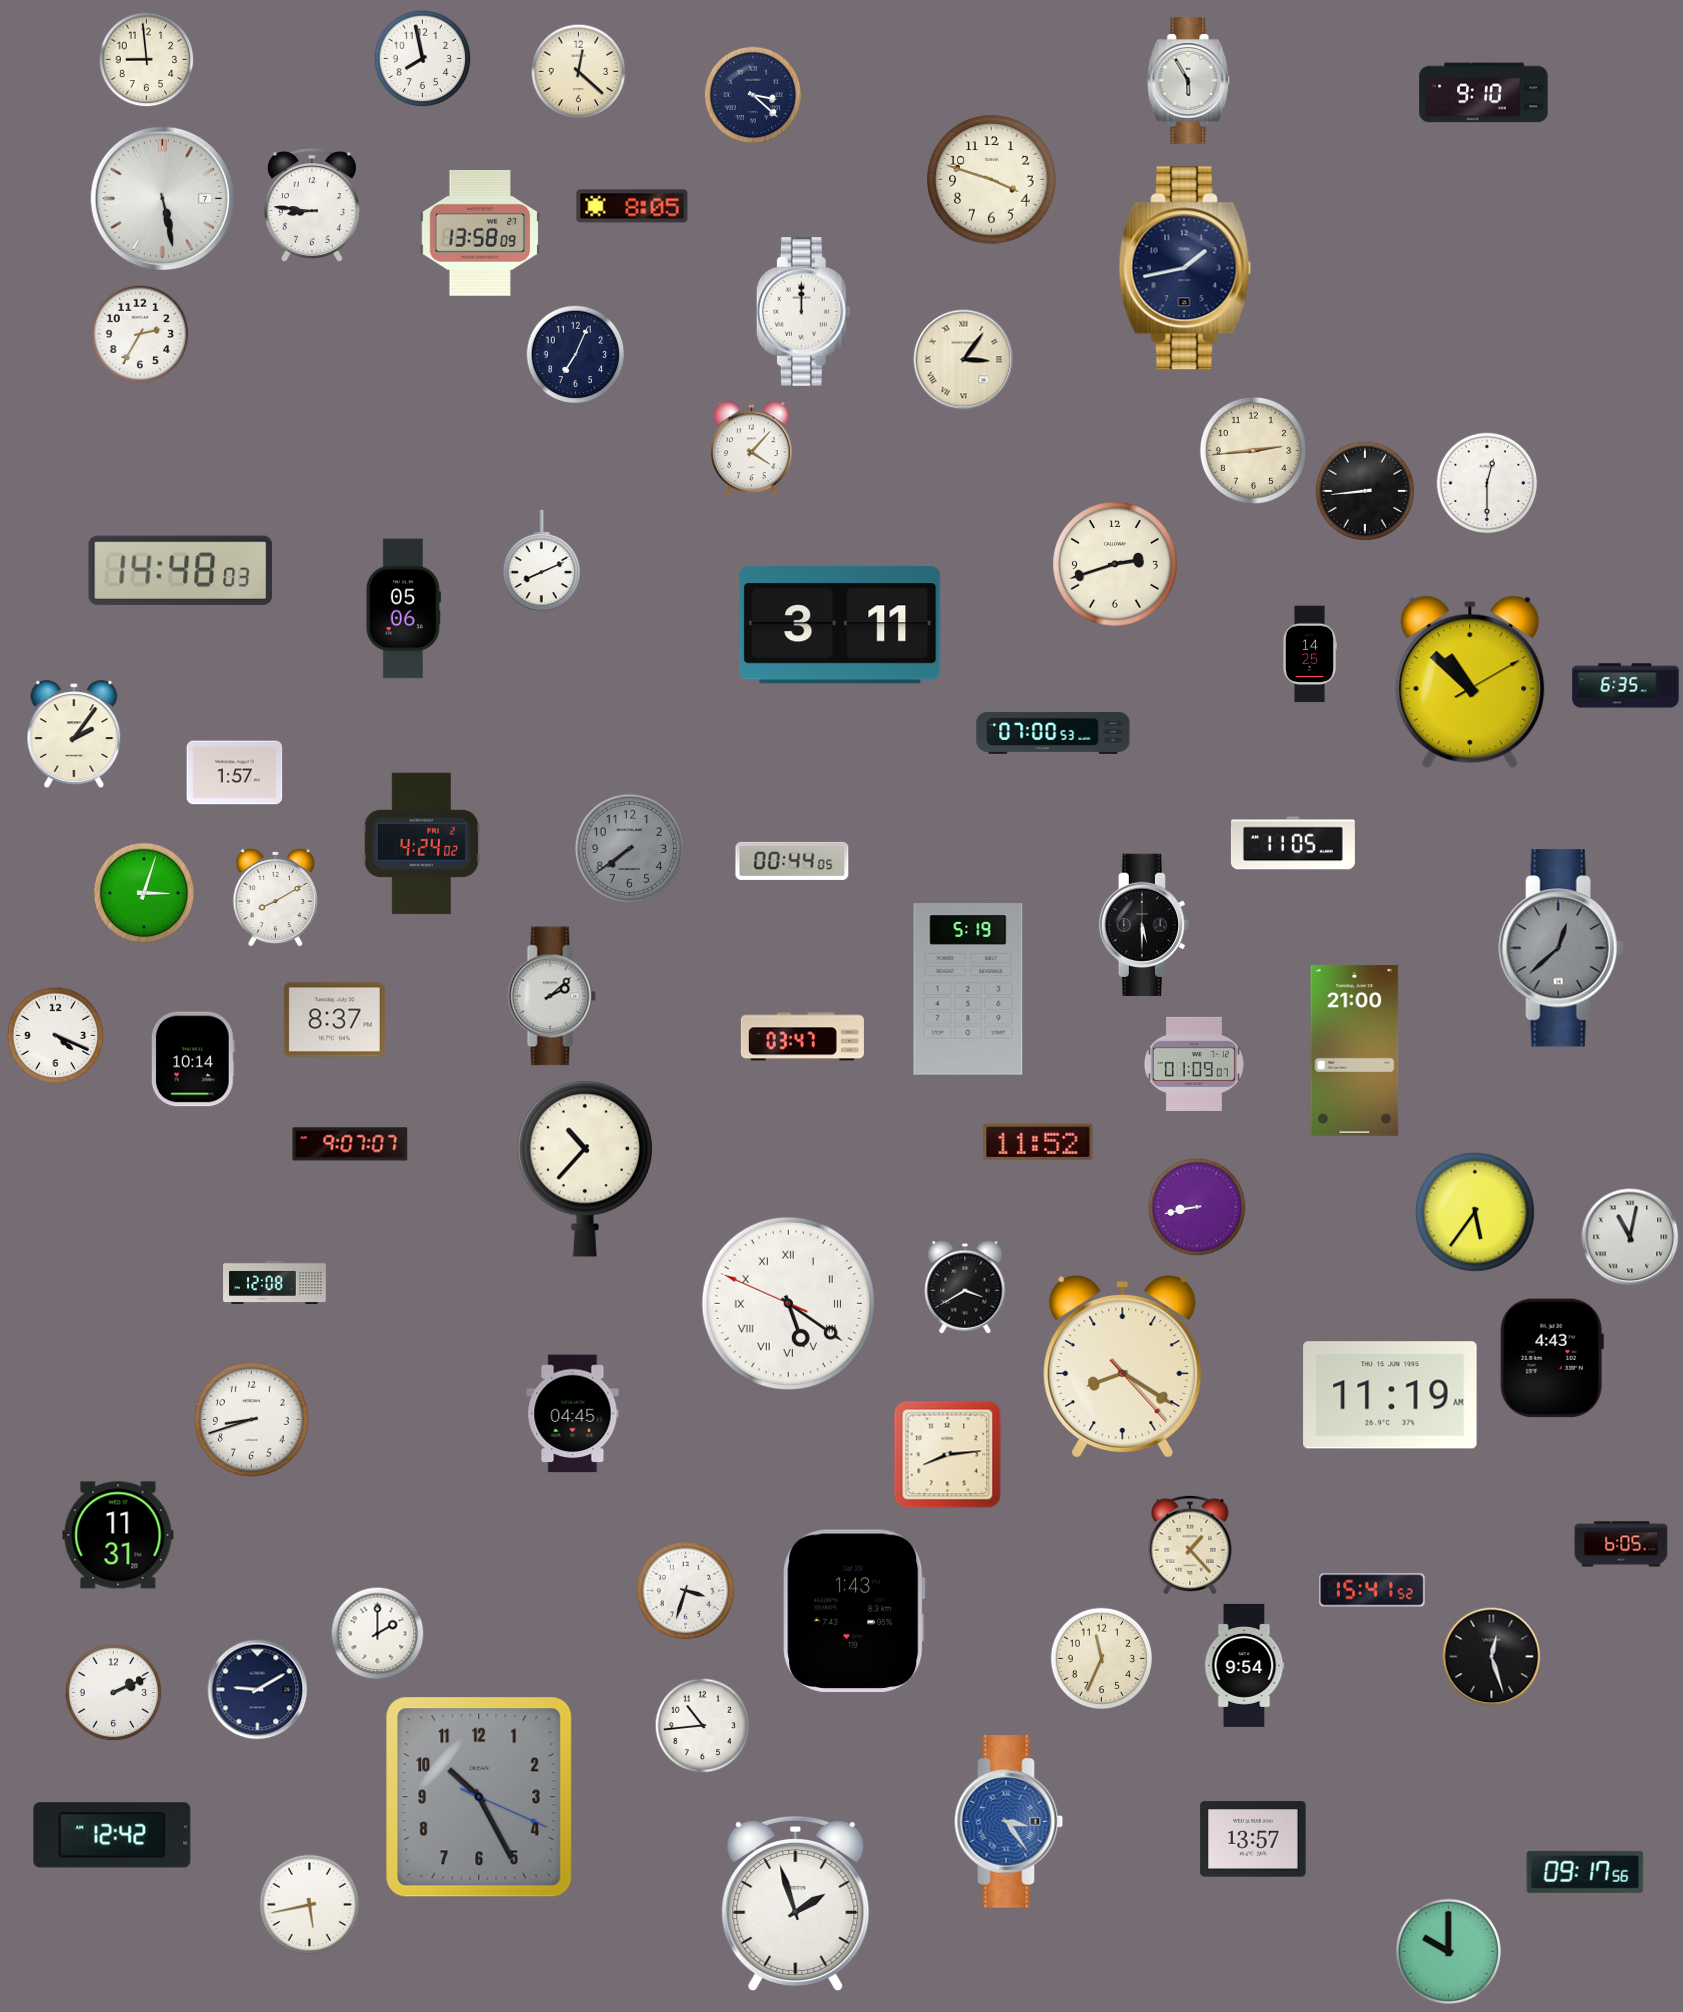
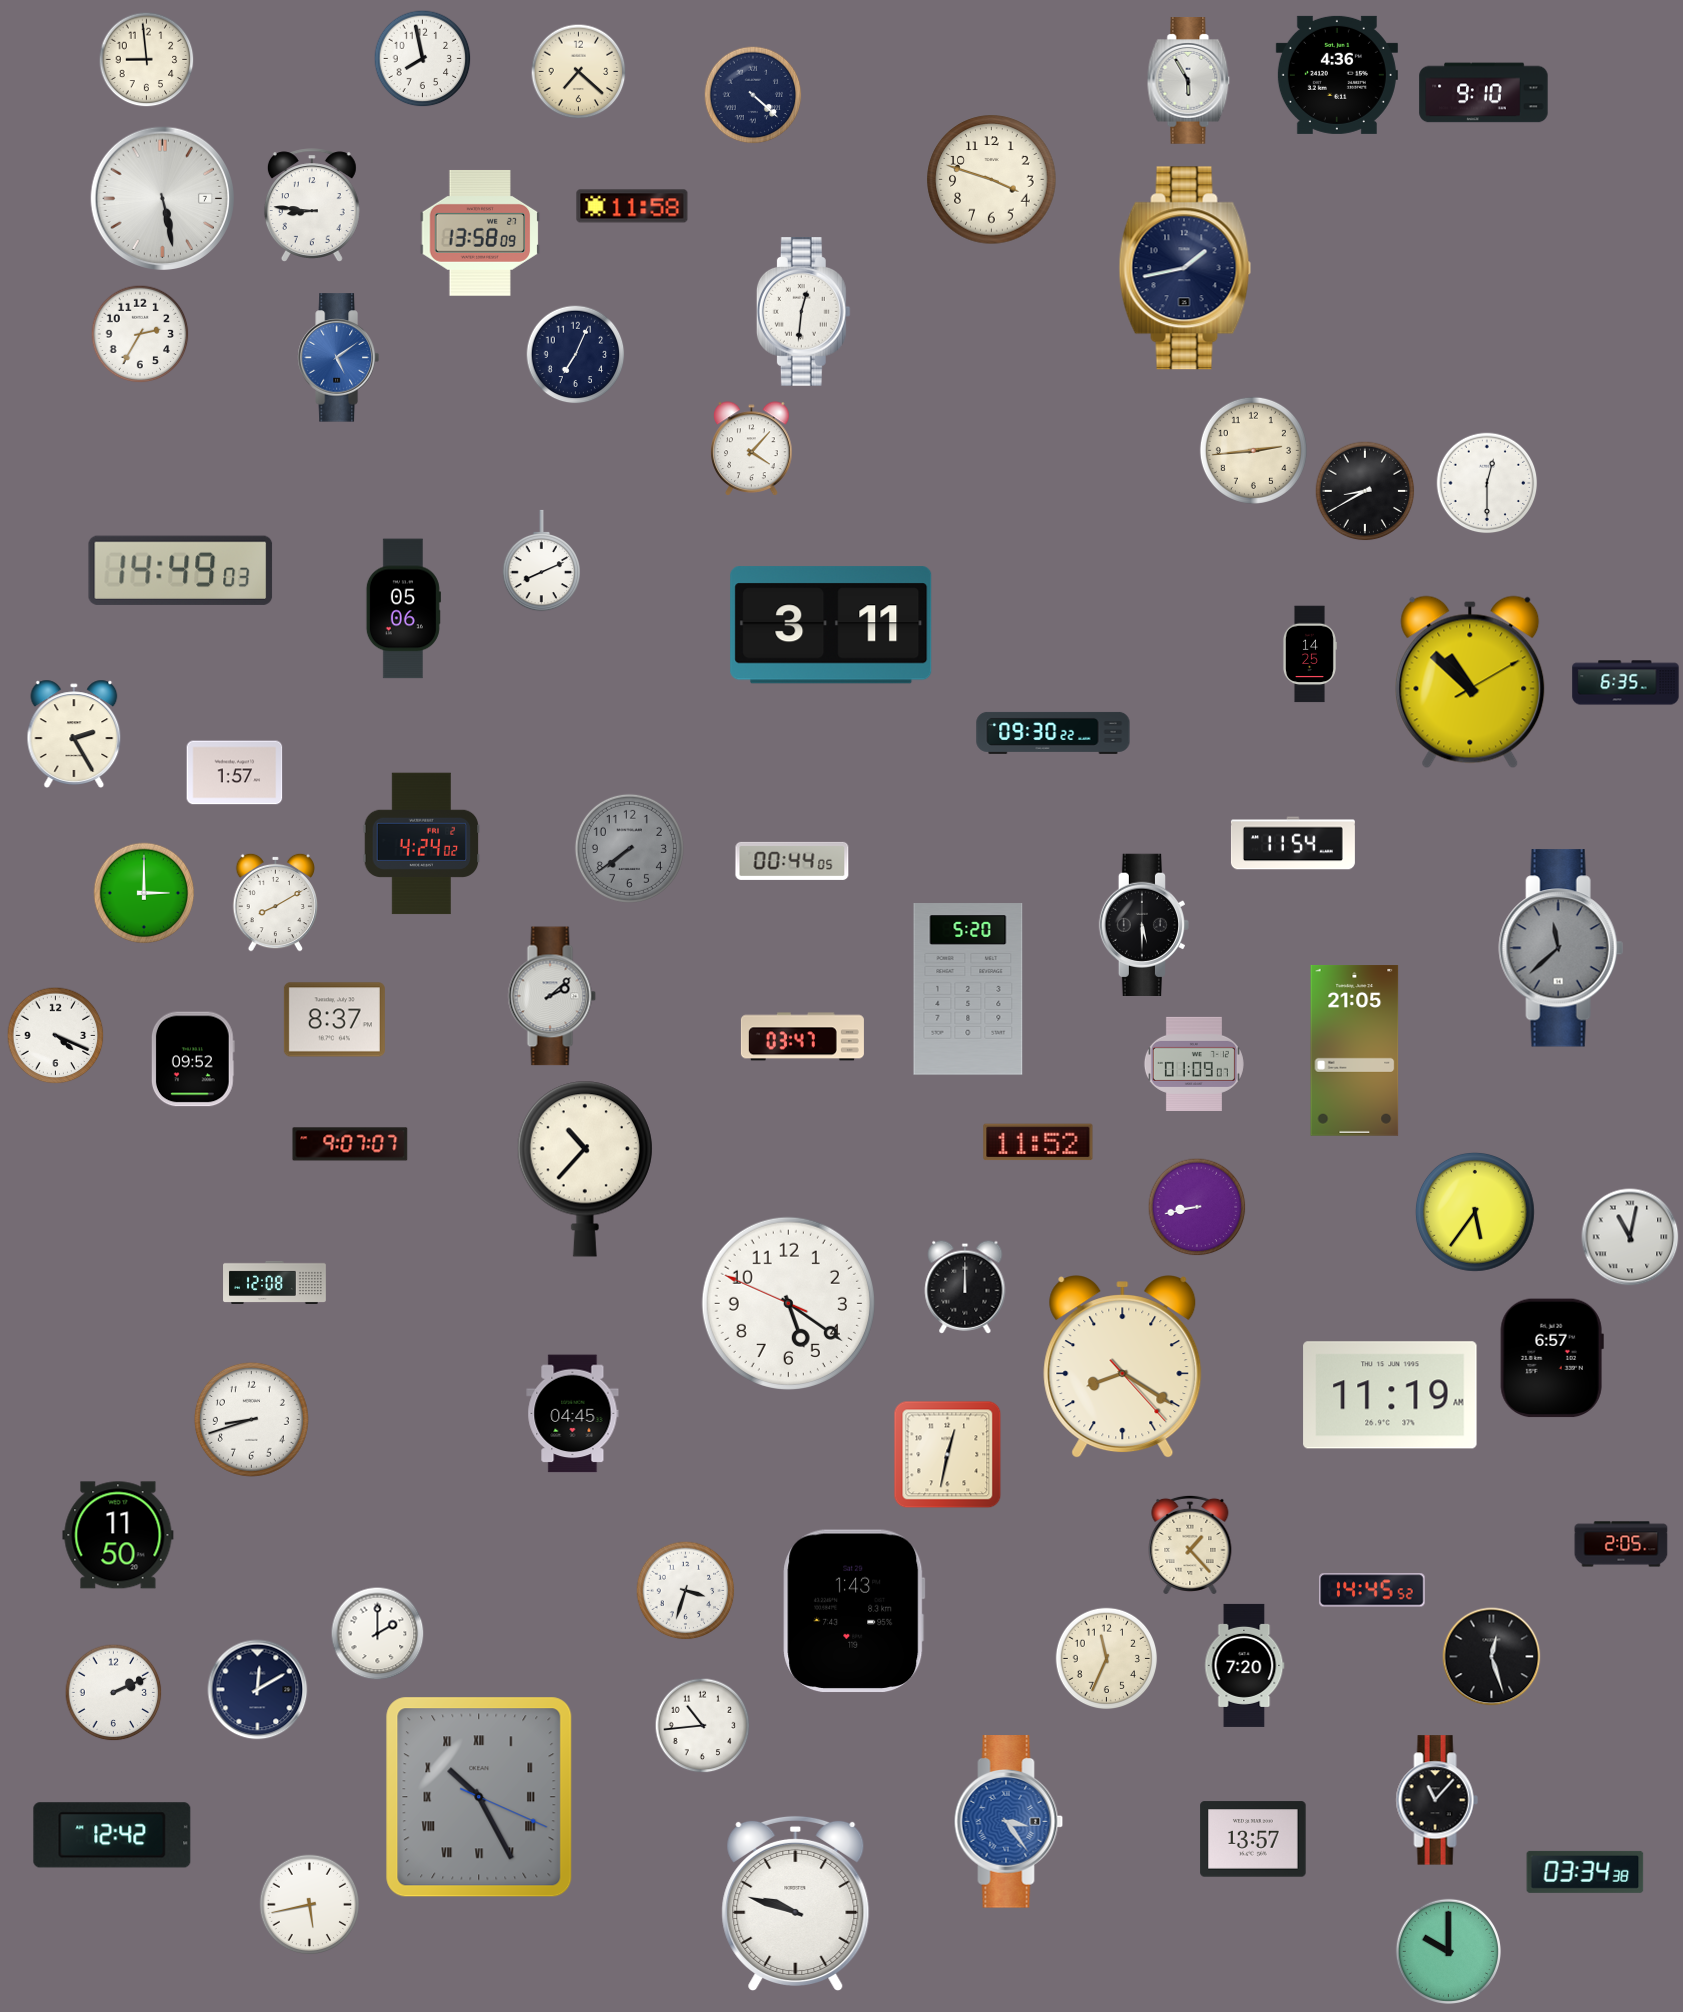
clock at (579, 72): 12:22 -> 7:22
clock at (1337, 75): none -> 4:36
clock at (753, 95): 3:22 -> 4:22
clock at (632, 206): 8:05 -> 11:58
clock at (803, 312): 12:00 -> 12:31
clock at (338, 358): none -> 5:09
clock at (964, 360): 3:06 -> none
clock at (1365, 491): 8:44 -> 8:40
clock at (1115, 564): 2:42 -> none
clock at (181, 570): 14:48 -> 14:49
clock at (840, 625) position: (840, 625) -> (831, 625)
clock at (1626, 686) position: (1626, 686) -> (1626, 683)
clock at (1053, 733): 07:00 -> 09:30
clock at (74, 734): 2:06 -> 2:25
clock at (1293, 843): 11:05 -> 11:54
clock at (144, 893): 3:03 -> 3:00
clock at (276, 897) position: (276, 897) -> (276, 902)
clock at (1561, 948): 12:38 -> 11:38
clock at (968, 989): 5:19 -> 5:20
clock at (1355, 1051): 21:00 -> 21:05
clock at (193, 1059): 10:14 -> 09:52
clock at (965, 1287): 3:40 -> 12:00
clock at (788, 1303) numerals: Roman -> Arabic
clock at (1552, 1358): 4:43 -> 6:57
clock at (948, 1455): 8:14 -> 12:32
clock at (118, 1535): 11:31 -> 11:50
clock at (1621, 1544): 6:05 -> 2:05
clock at (1372, 1590): 15:41 -> 14:45
clock at (1102, 1659) position: (1102, 1659) -> (1107, 1659)
clock at (1245, 1665): 9:54 -> 7:20
clock at (258, 1690): 9:10 -> 12:10
clock at (479, 1797) numerals: Arabic -> Roman
clock at (1437, 1800): none -> 11:07
clock at (1585, 1872): 09:17 -> 03:34
clock at (796, 1903): 1:57 -> 9:48
